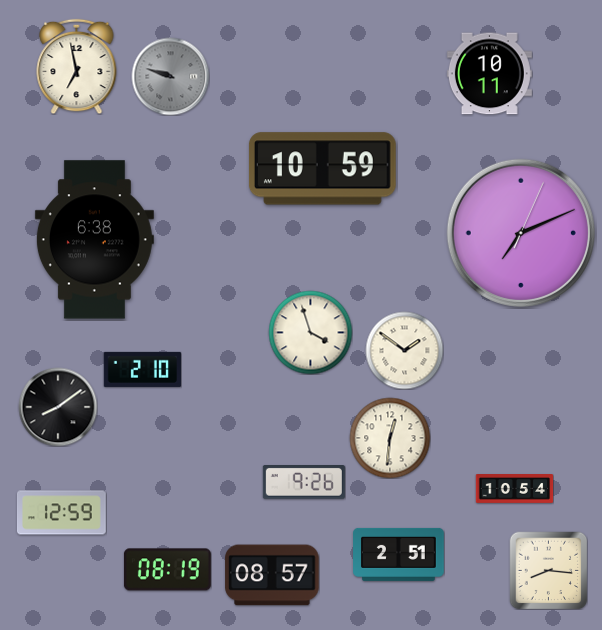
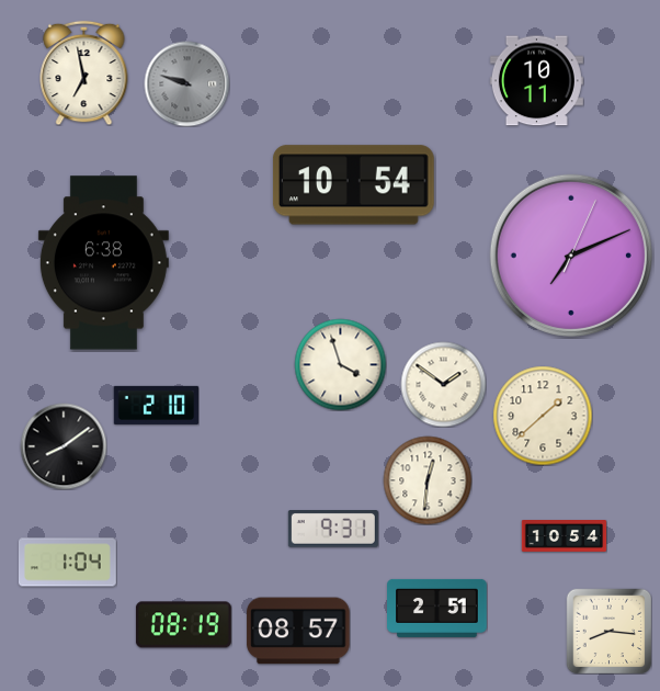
clock at (322, 169): 10:59 -> 10:54
clock at (543, 416): none -> 1:38
clock at (304, 483): 9:26 -> 9:31
clock at (62, 513): 12:59 -> 1:04
clock at (548, 570) position: (548, 570) -> (608, 631)
